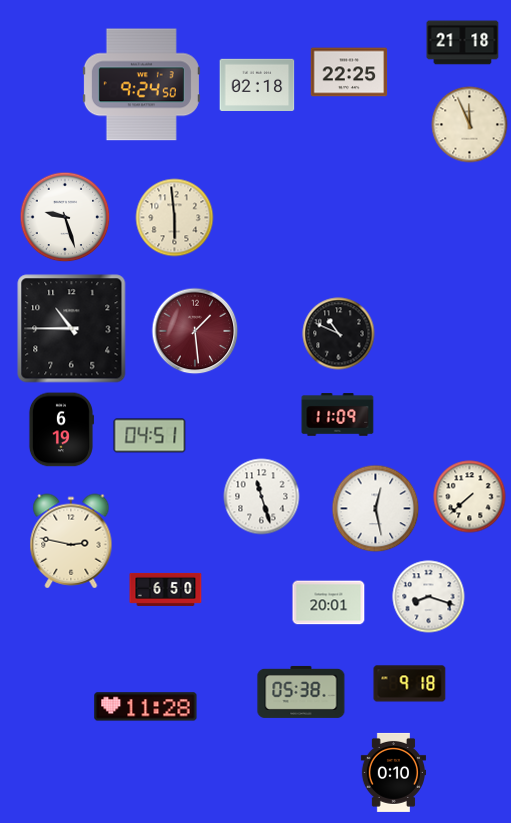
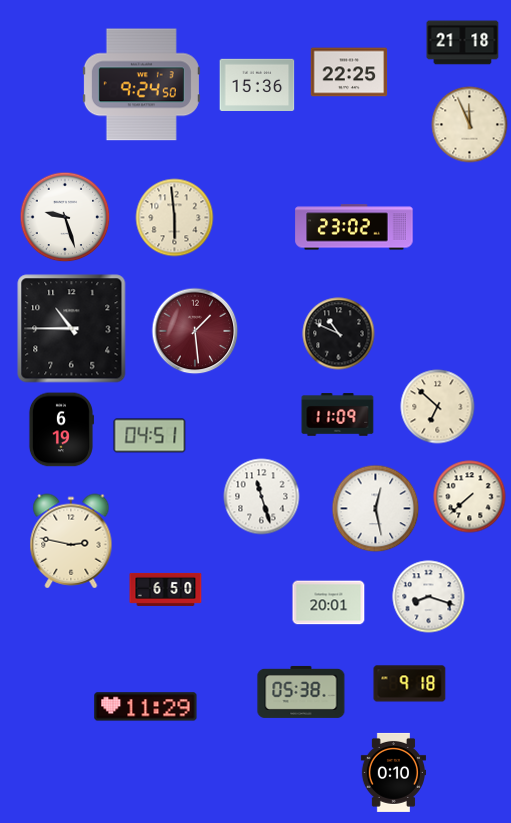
clock at (257, 85): 02:18 -> 15:36
clock at (354, 227): none -> 23:02
clock at (438, 407): none -> 6:52
clock at (146, 707): 11:28 -> 11:29
